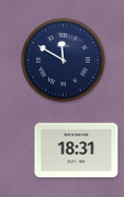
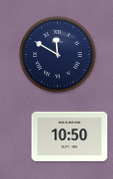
clock at (77, 151): 18:31 -> 10:50
